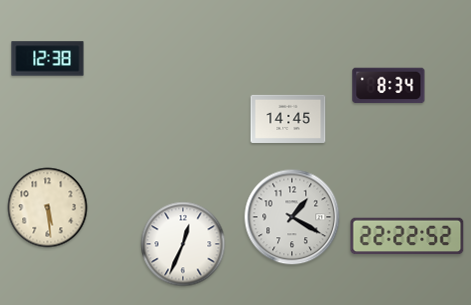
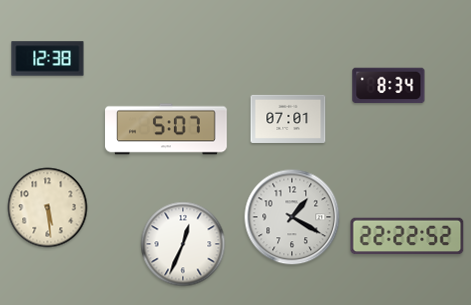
clock at (288, 119): 14:45 -> 07:01
clock at (166, 129): none -> 5:07
